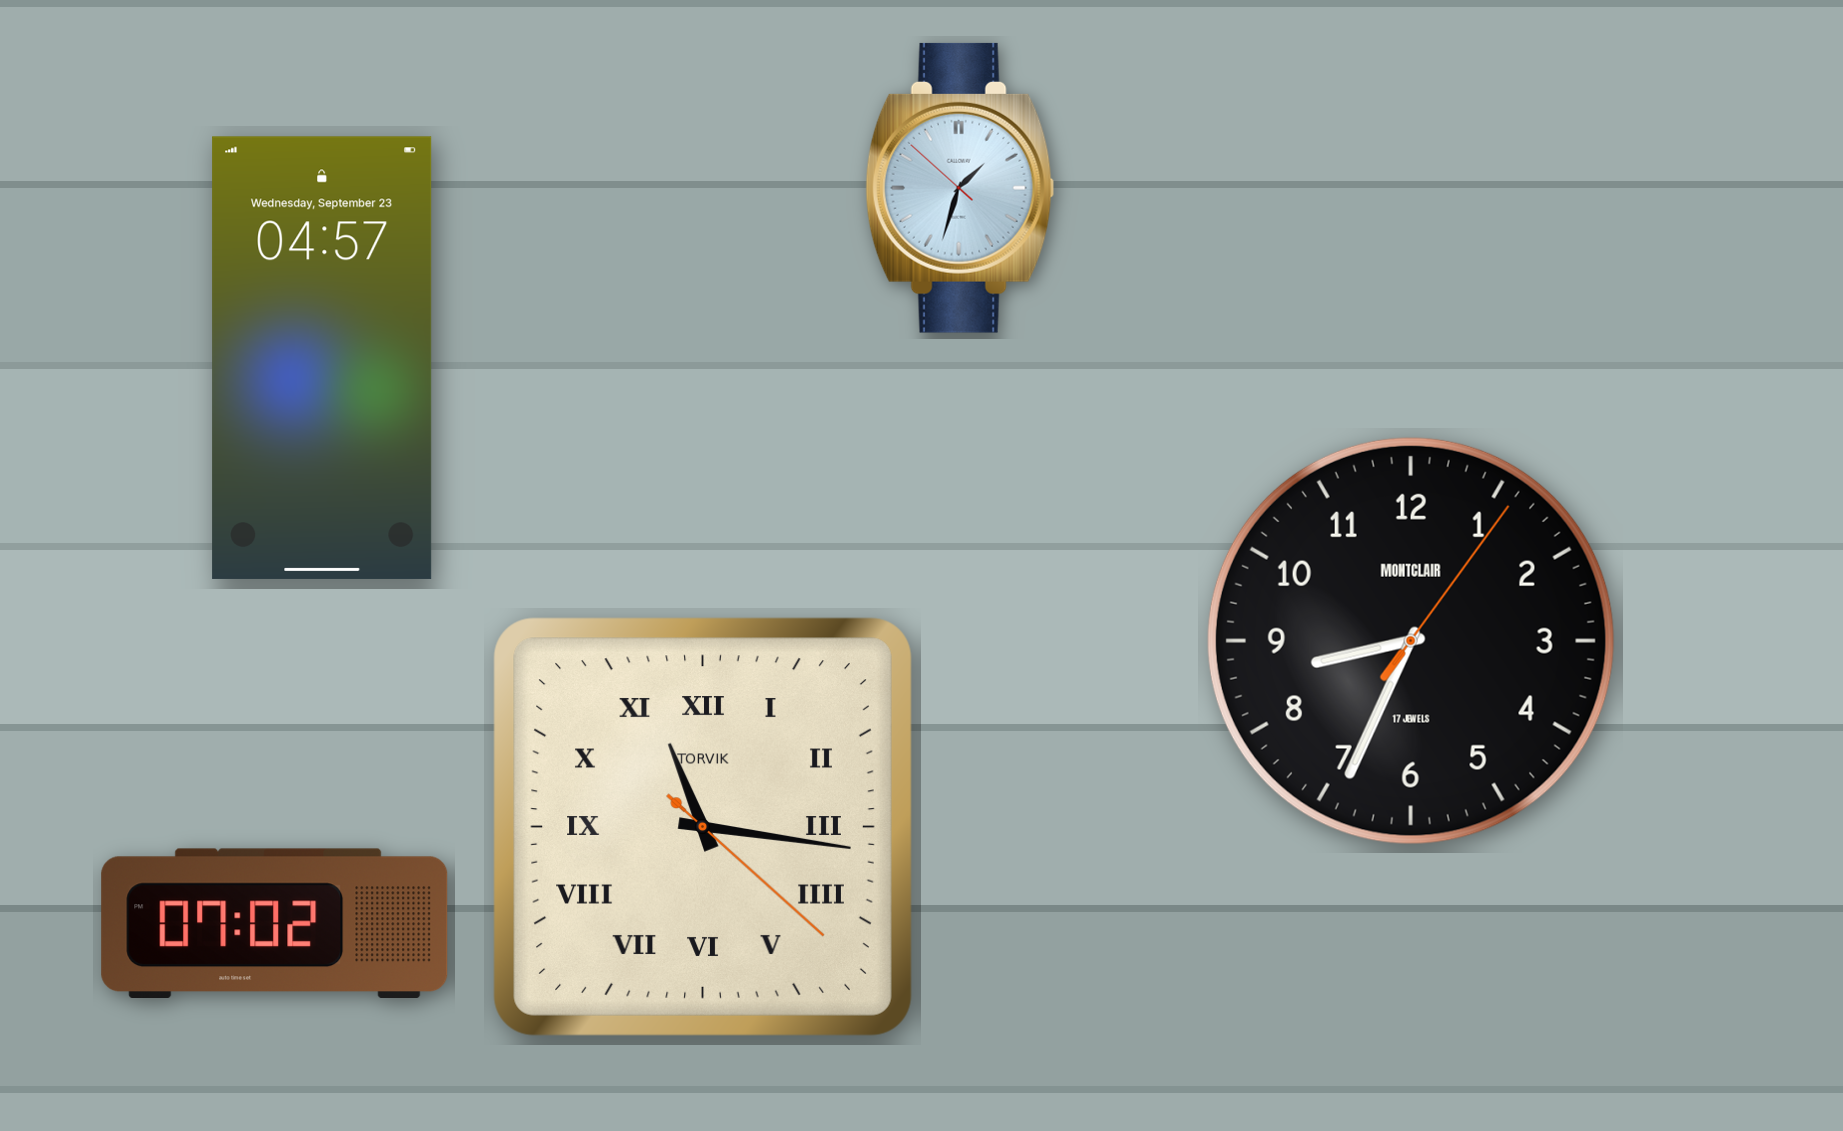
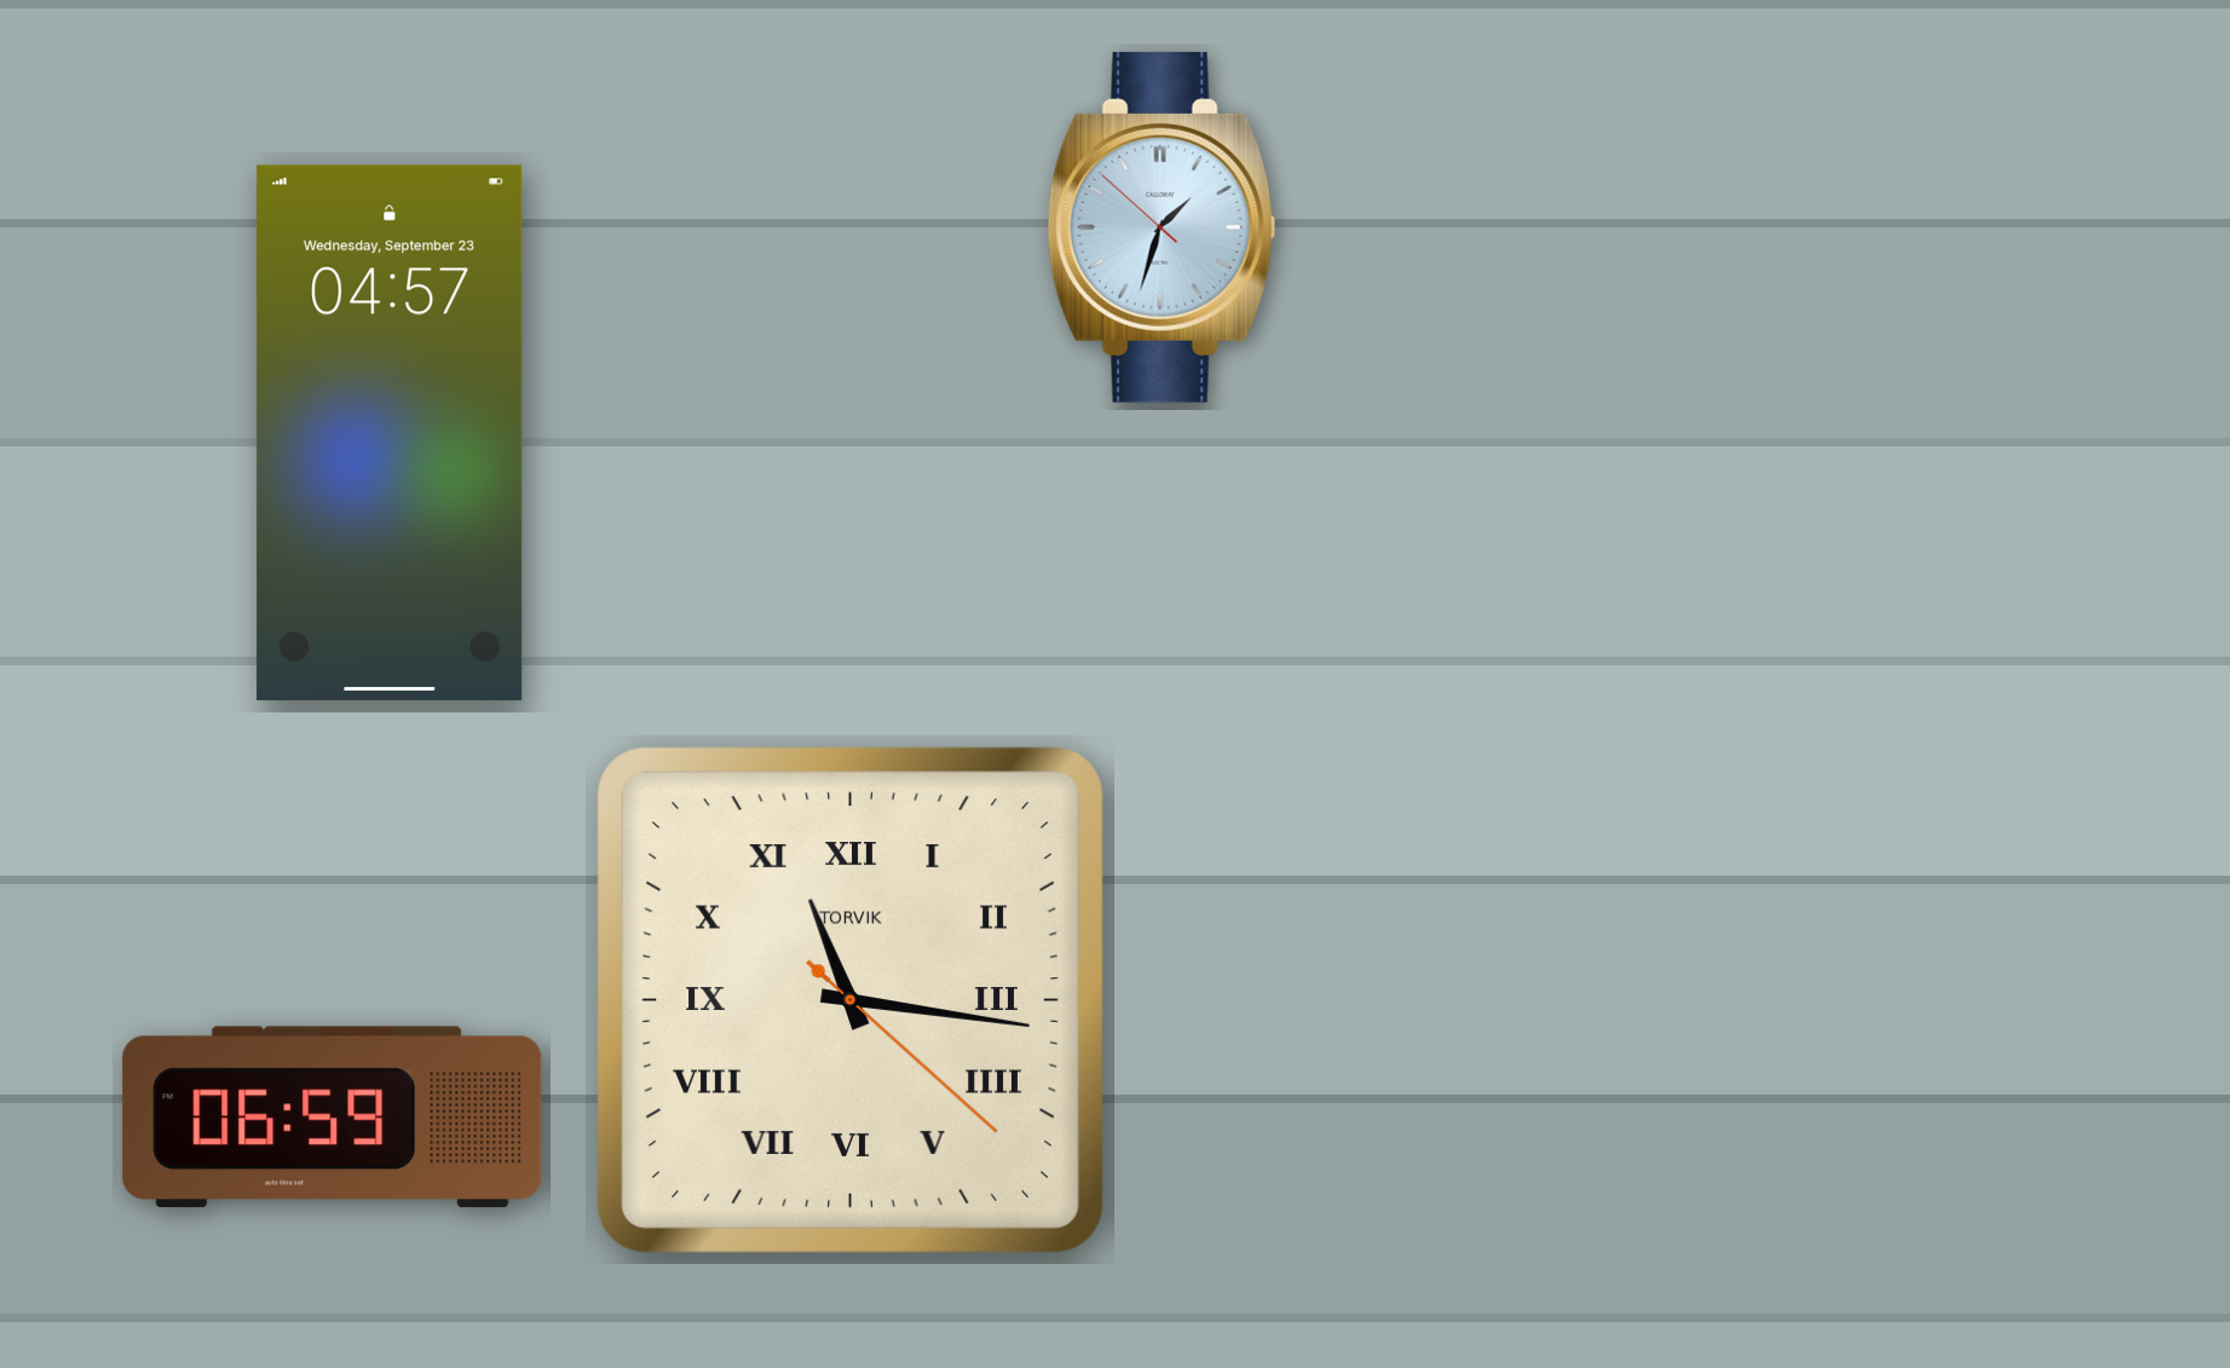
clock at (1411, 641): 8:34 -> none
clock at (275, 923): 07:02 -> 06:59
